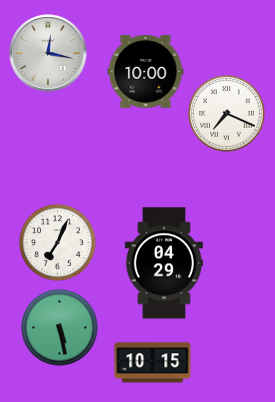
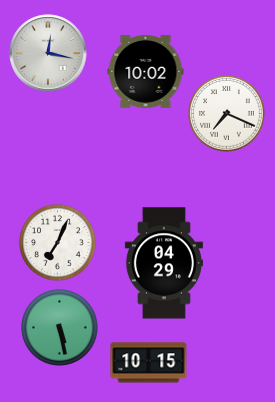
clock at (146, 71): 10:00 -> 10:02
clock at (153, 363) position: (153, 363) -> (149, 363)
